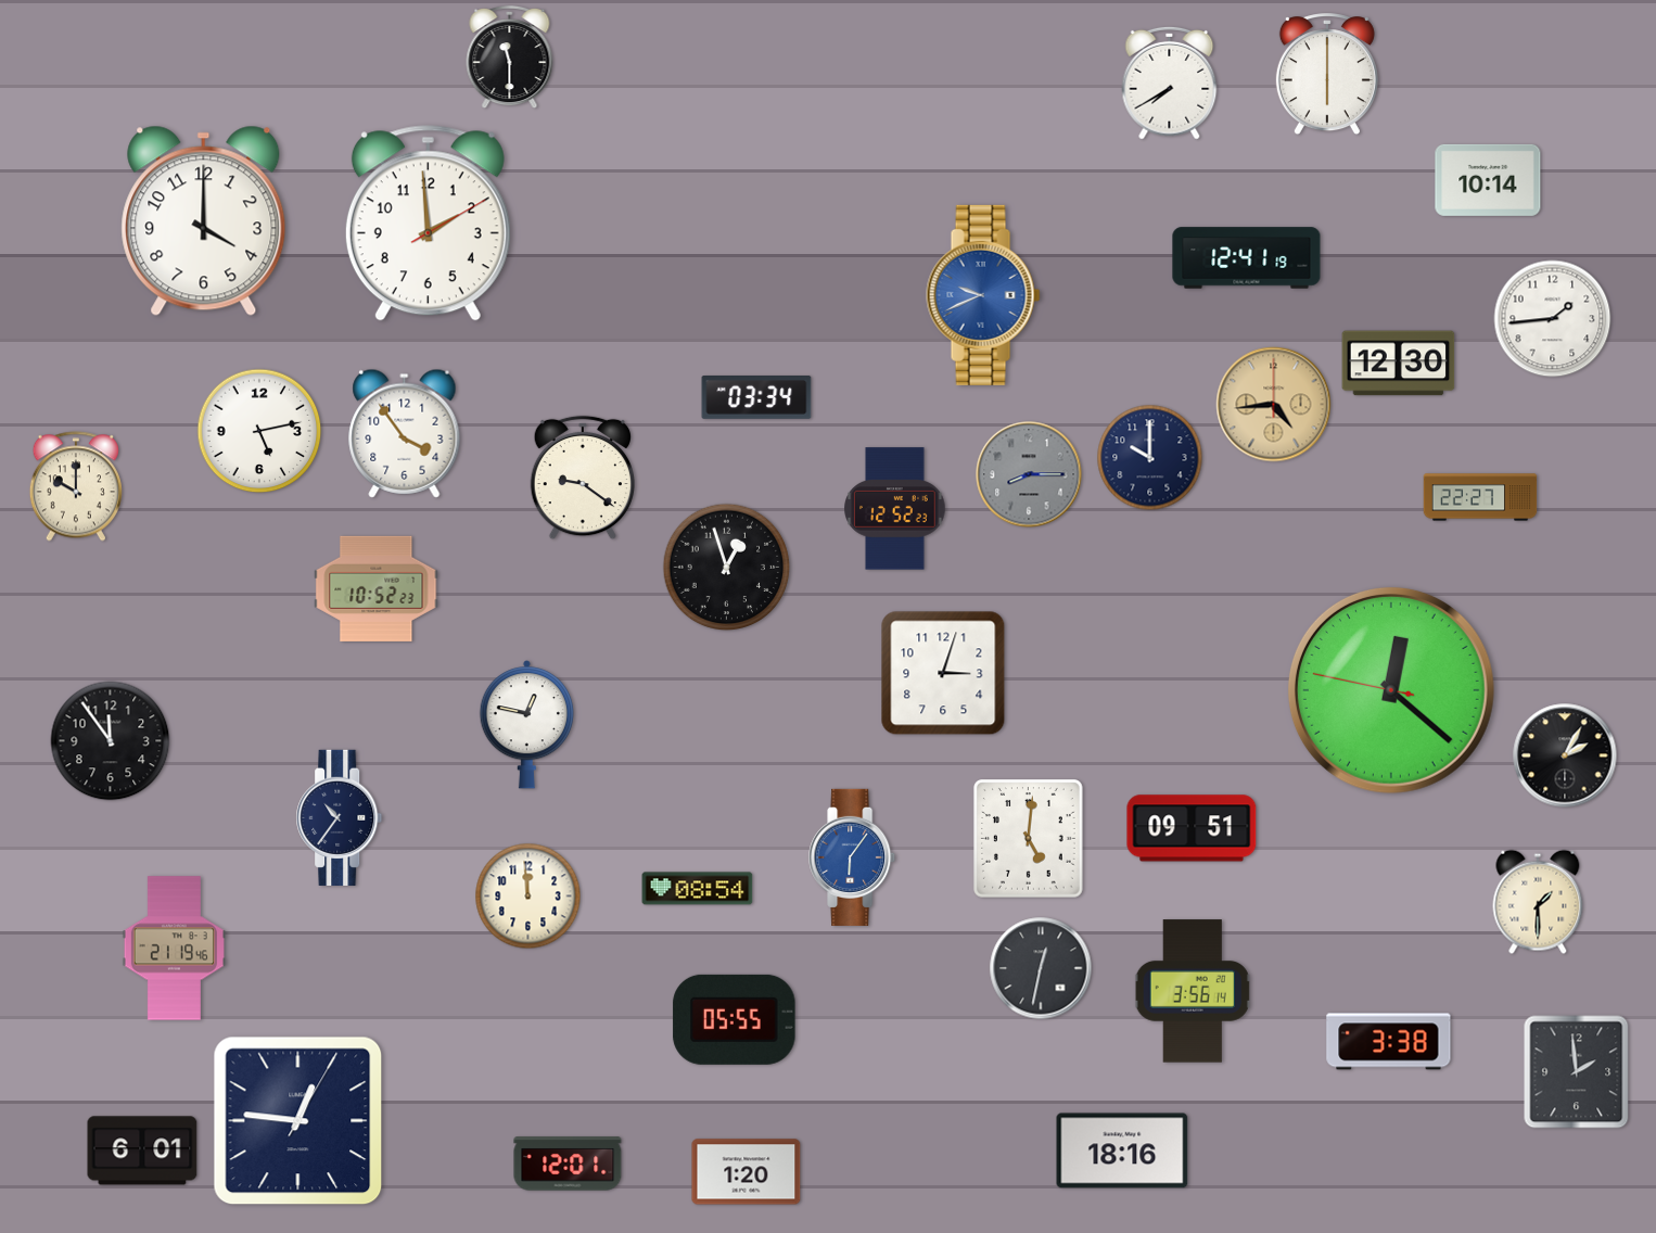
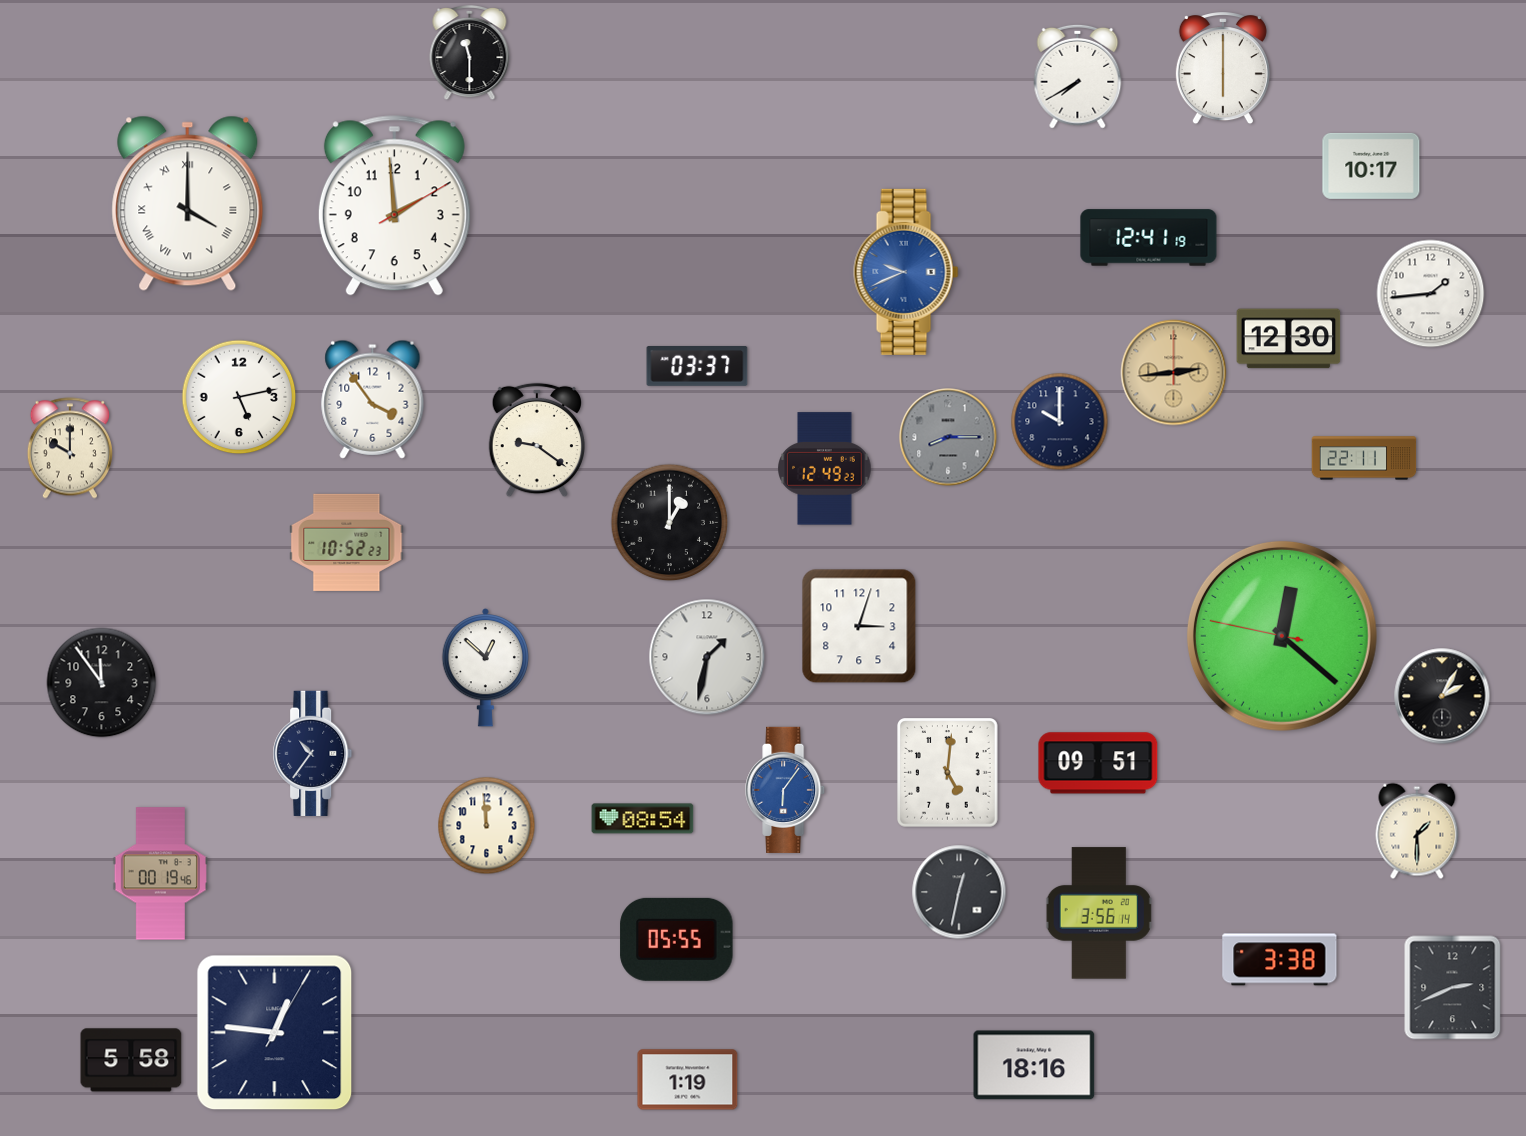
clock at (1488, 180): 10:14 -> 10:17
clock at (204, 220) numerals: Arabic -> Roman
clock at (1399, 364) position: (1399, 364) -> (1289, 339)
clock at (756, 398): 03:34 -> 03:37
clock at (1274, 405): 4:44 -> 2:44
clock at (1480, 497): 22:27 -> 22:11
clock at (895, 509): 12:52 -> 12:49
clock at (727, 568): 12:57 -> 1:00
clock at (943, 673) position: (943, 673) -> (859, 626)
clock at (707, 657): none -> 1:32
clock at (526, 725): 12:47 -> 12:52
clock at (174, 949): 21:19 -> 00:19
clock at (1577, 1072): 1:59 -> 2:41
clock at (142, 1151): 6:01 -> 5:58
clock at (1122, 1151) position: (1122, 1151) -> (1034, 1065)
clock at (568, 1164): 12:01 -> none
clock at (747, 1172): 1:20 -> 1:19
